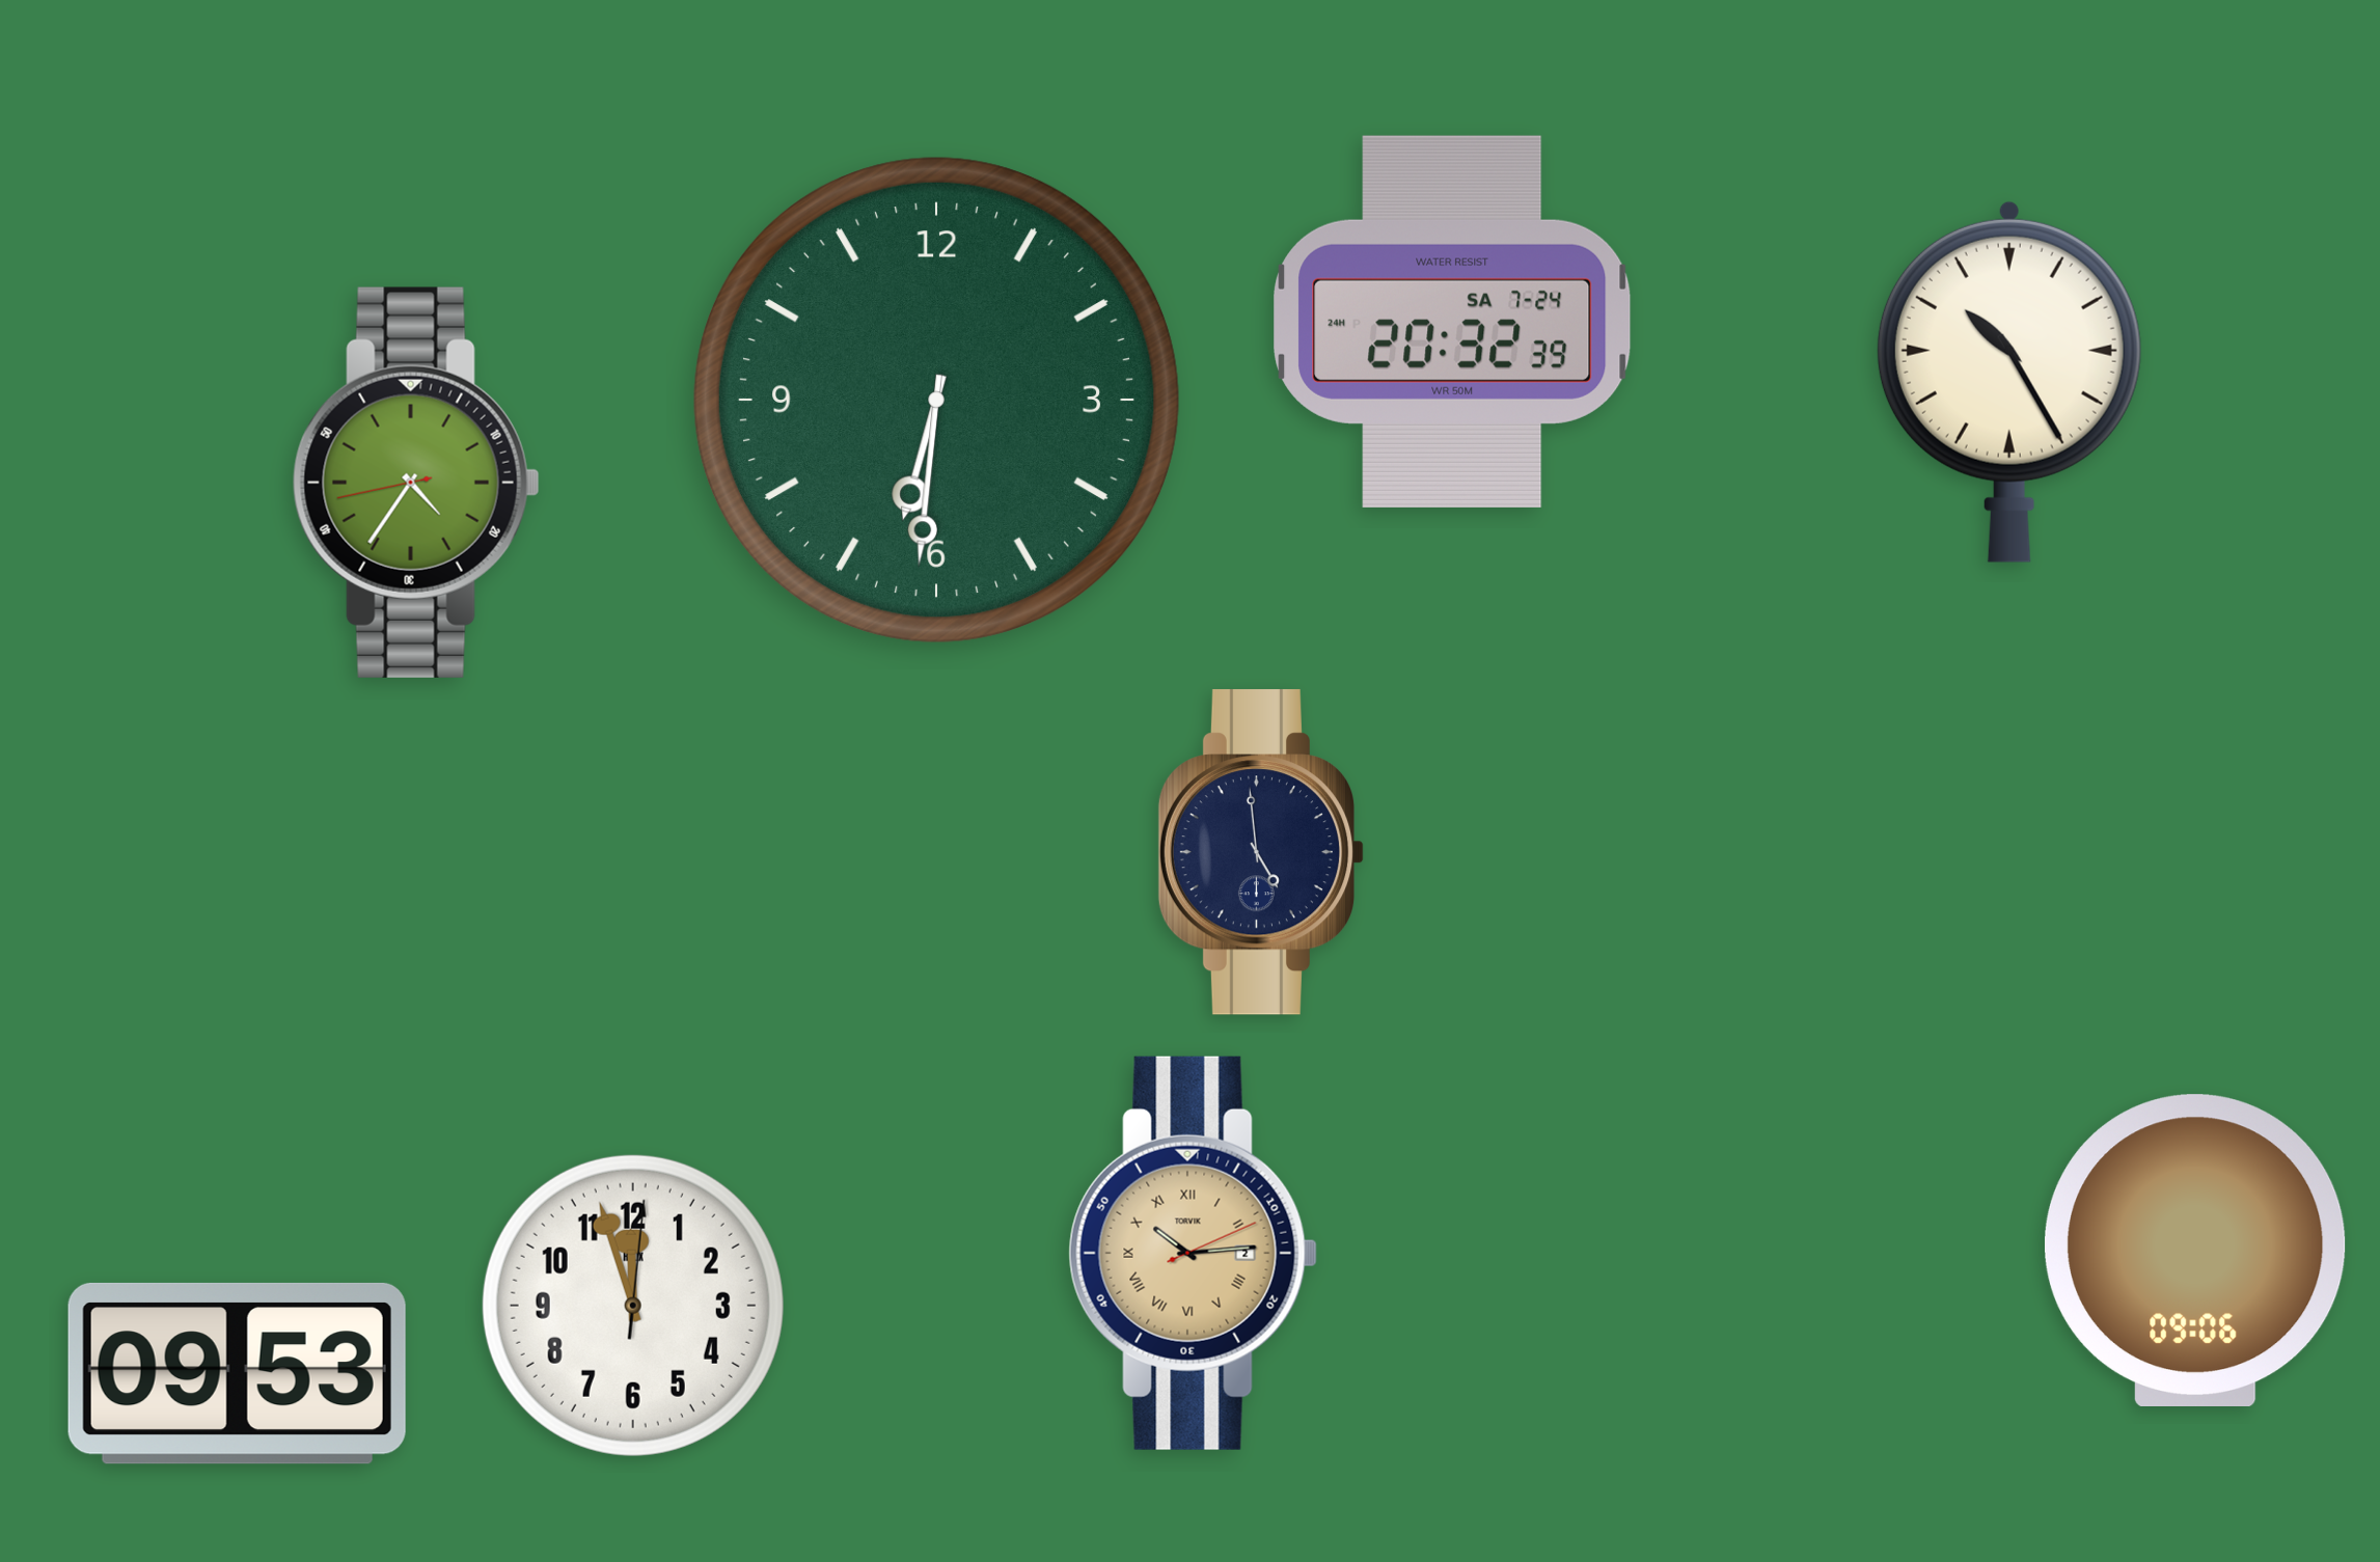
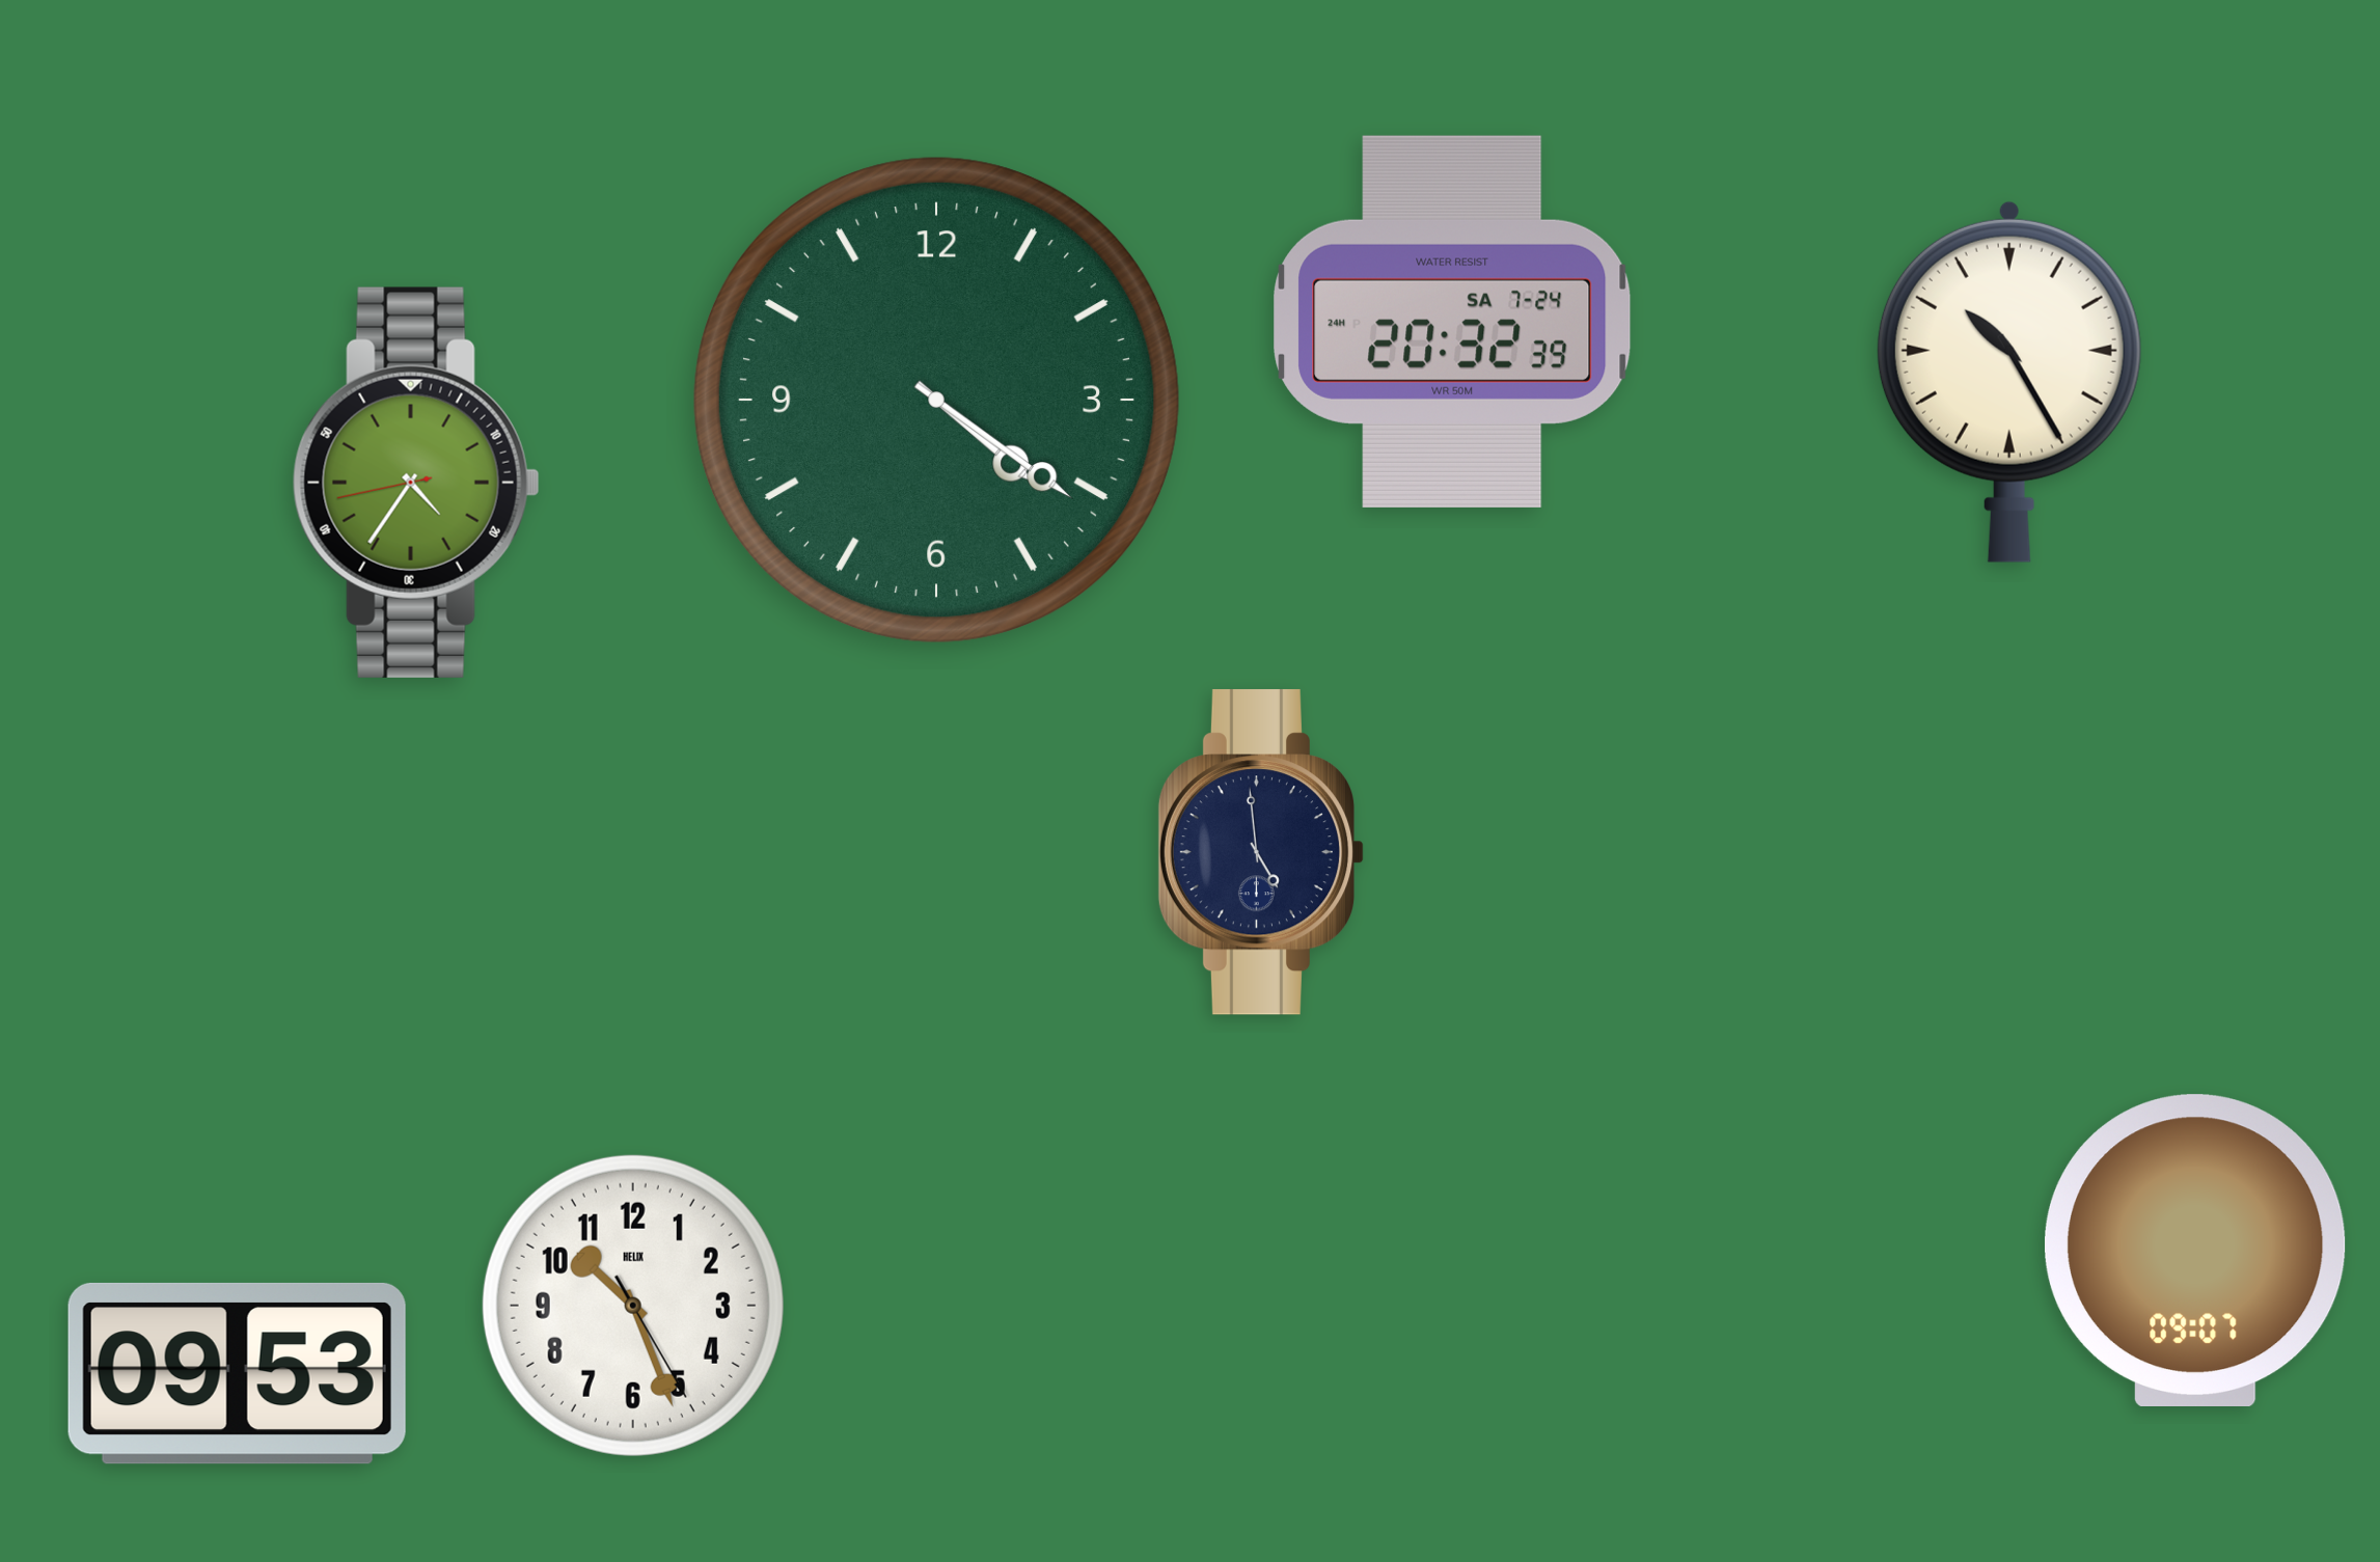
clock at (937, 401): 6:31 -> 4:21
clock at (2196, 1250): 09:06 -> 09:07
clock at (1193, 1253): 10:14 -> none
clock at (633, 1306): 11:57 -> 10:26
